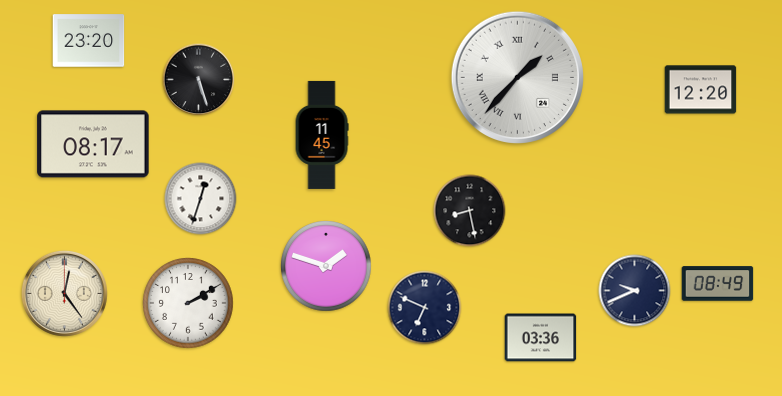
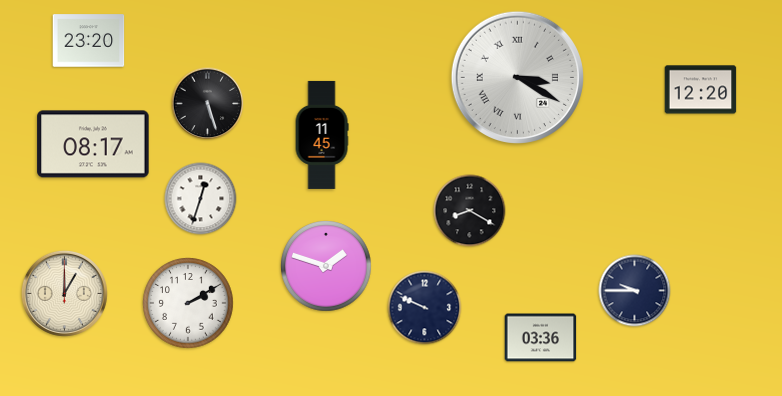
clock at (517, 77): 1:37 -> 3:20
clock at (199, 80) position: (199, 80) -> (208, 104)
clock at (470, 211): 8:28 -> 8:20
clock at (718, 284): 08:49 -> none
clock at (635, 291): 9:41 -> 9:45
clock at (64, 293): 12:24 -> 1:00
clock at (425, 308): 6:49 -> 9:49
